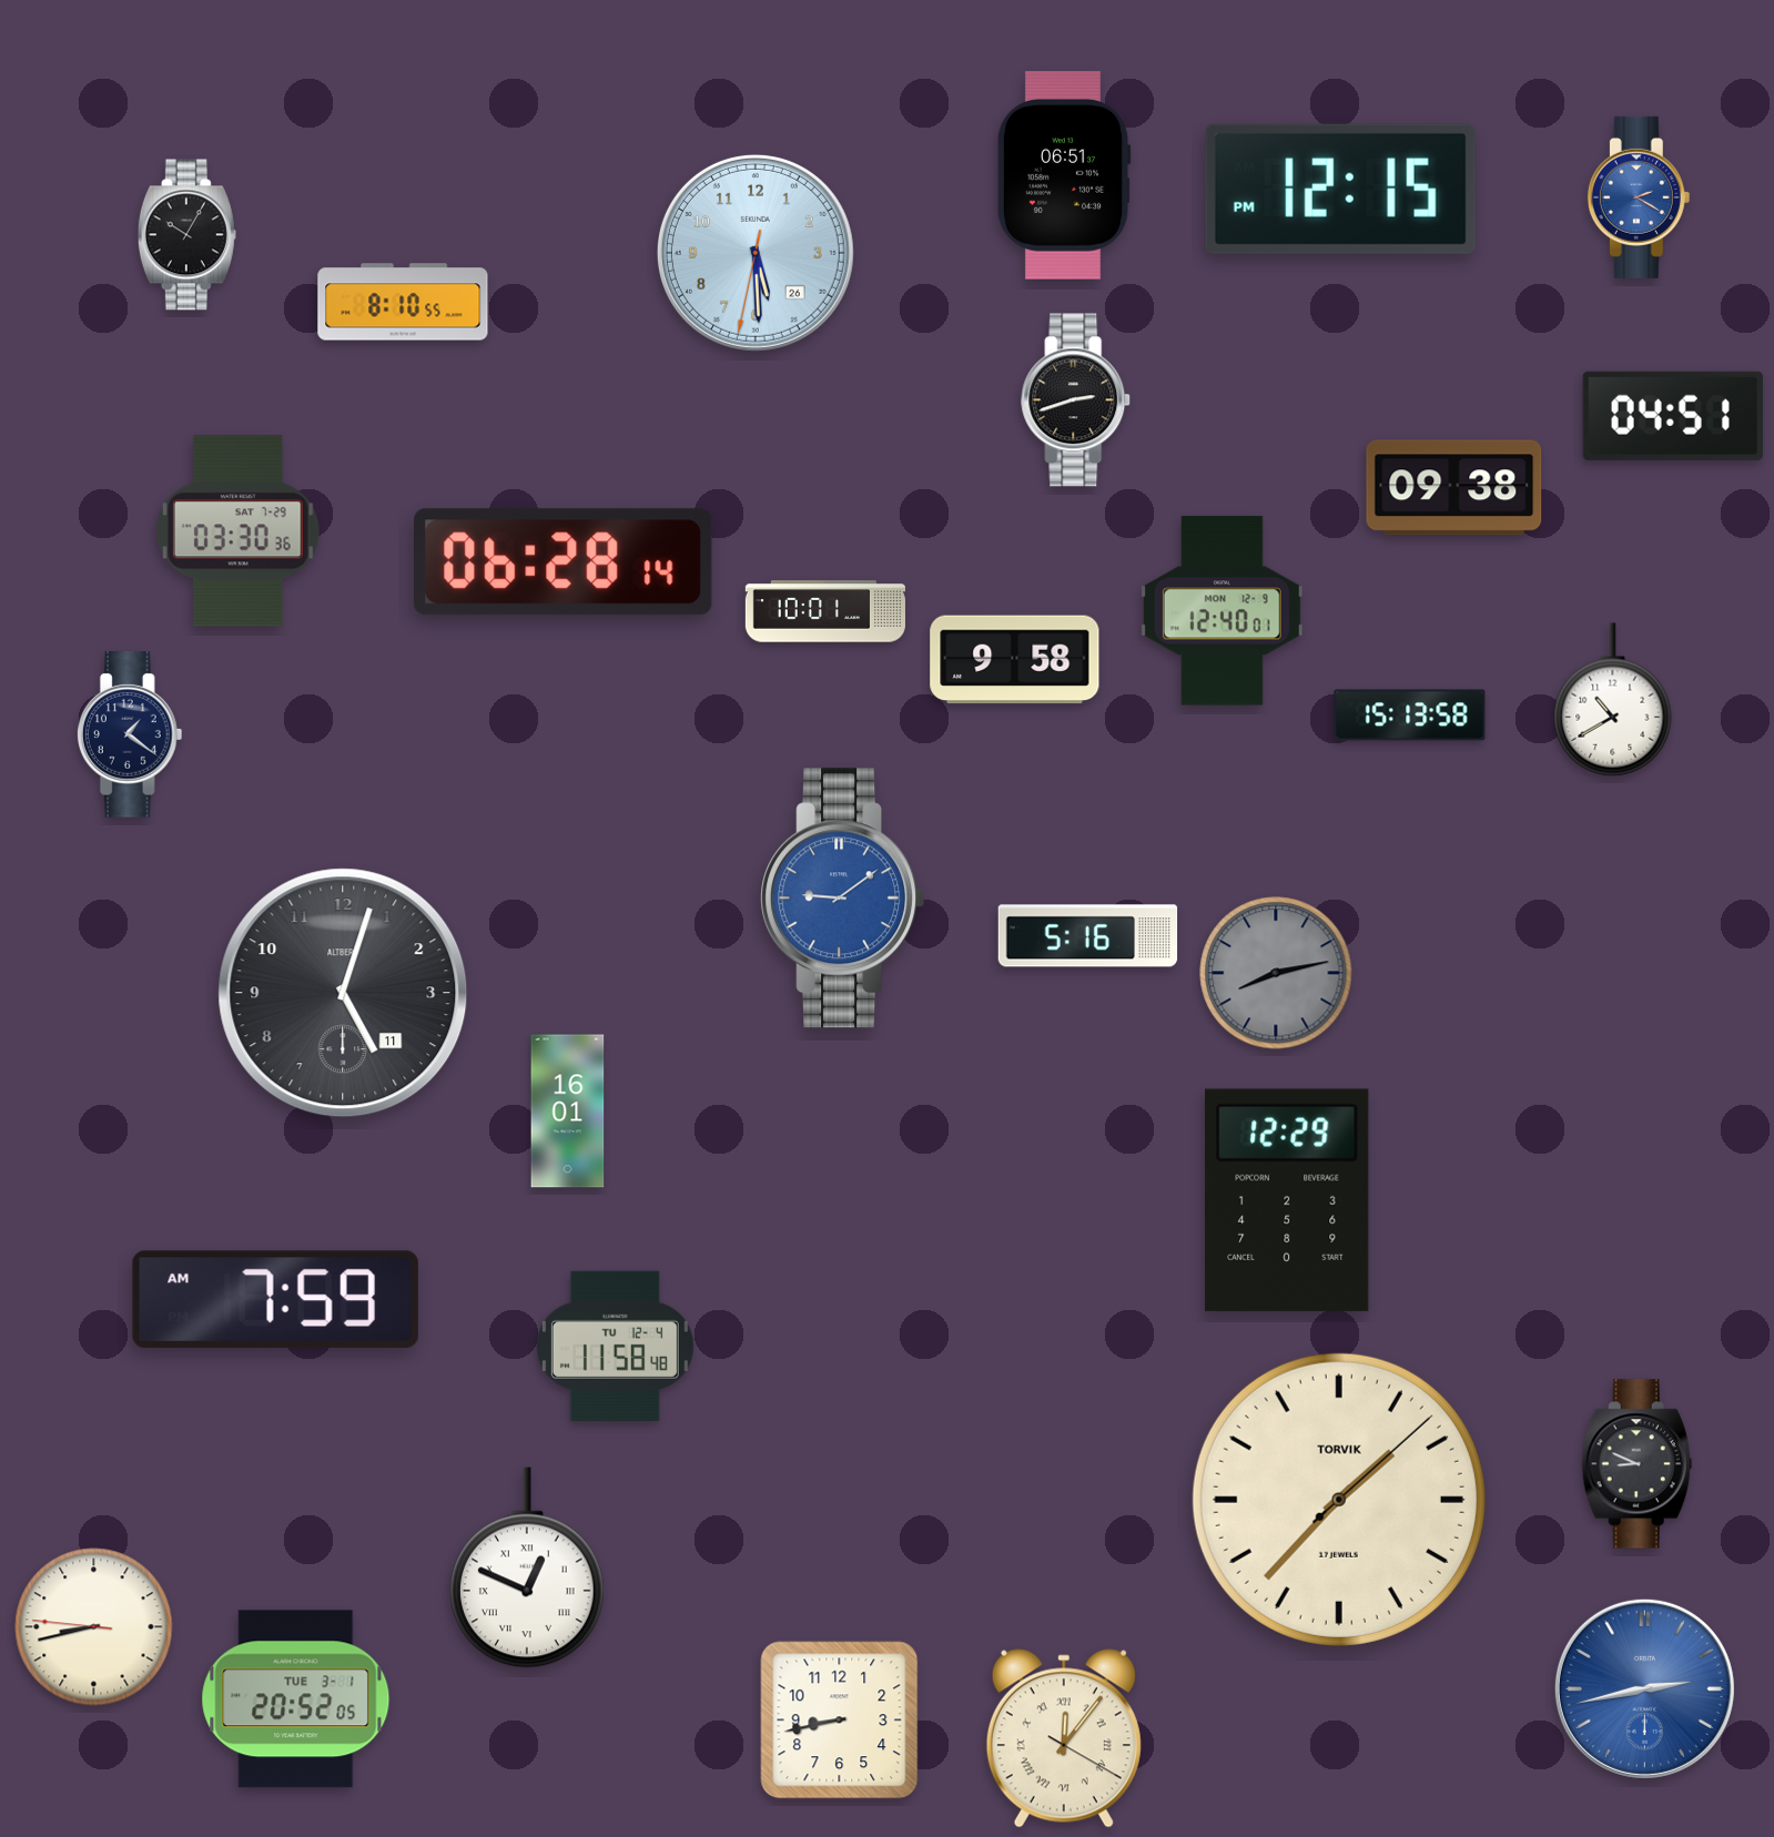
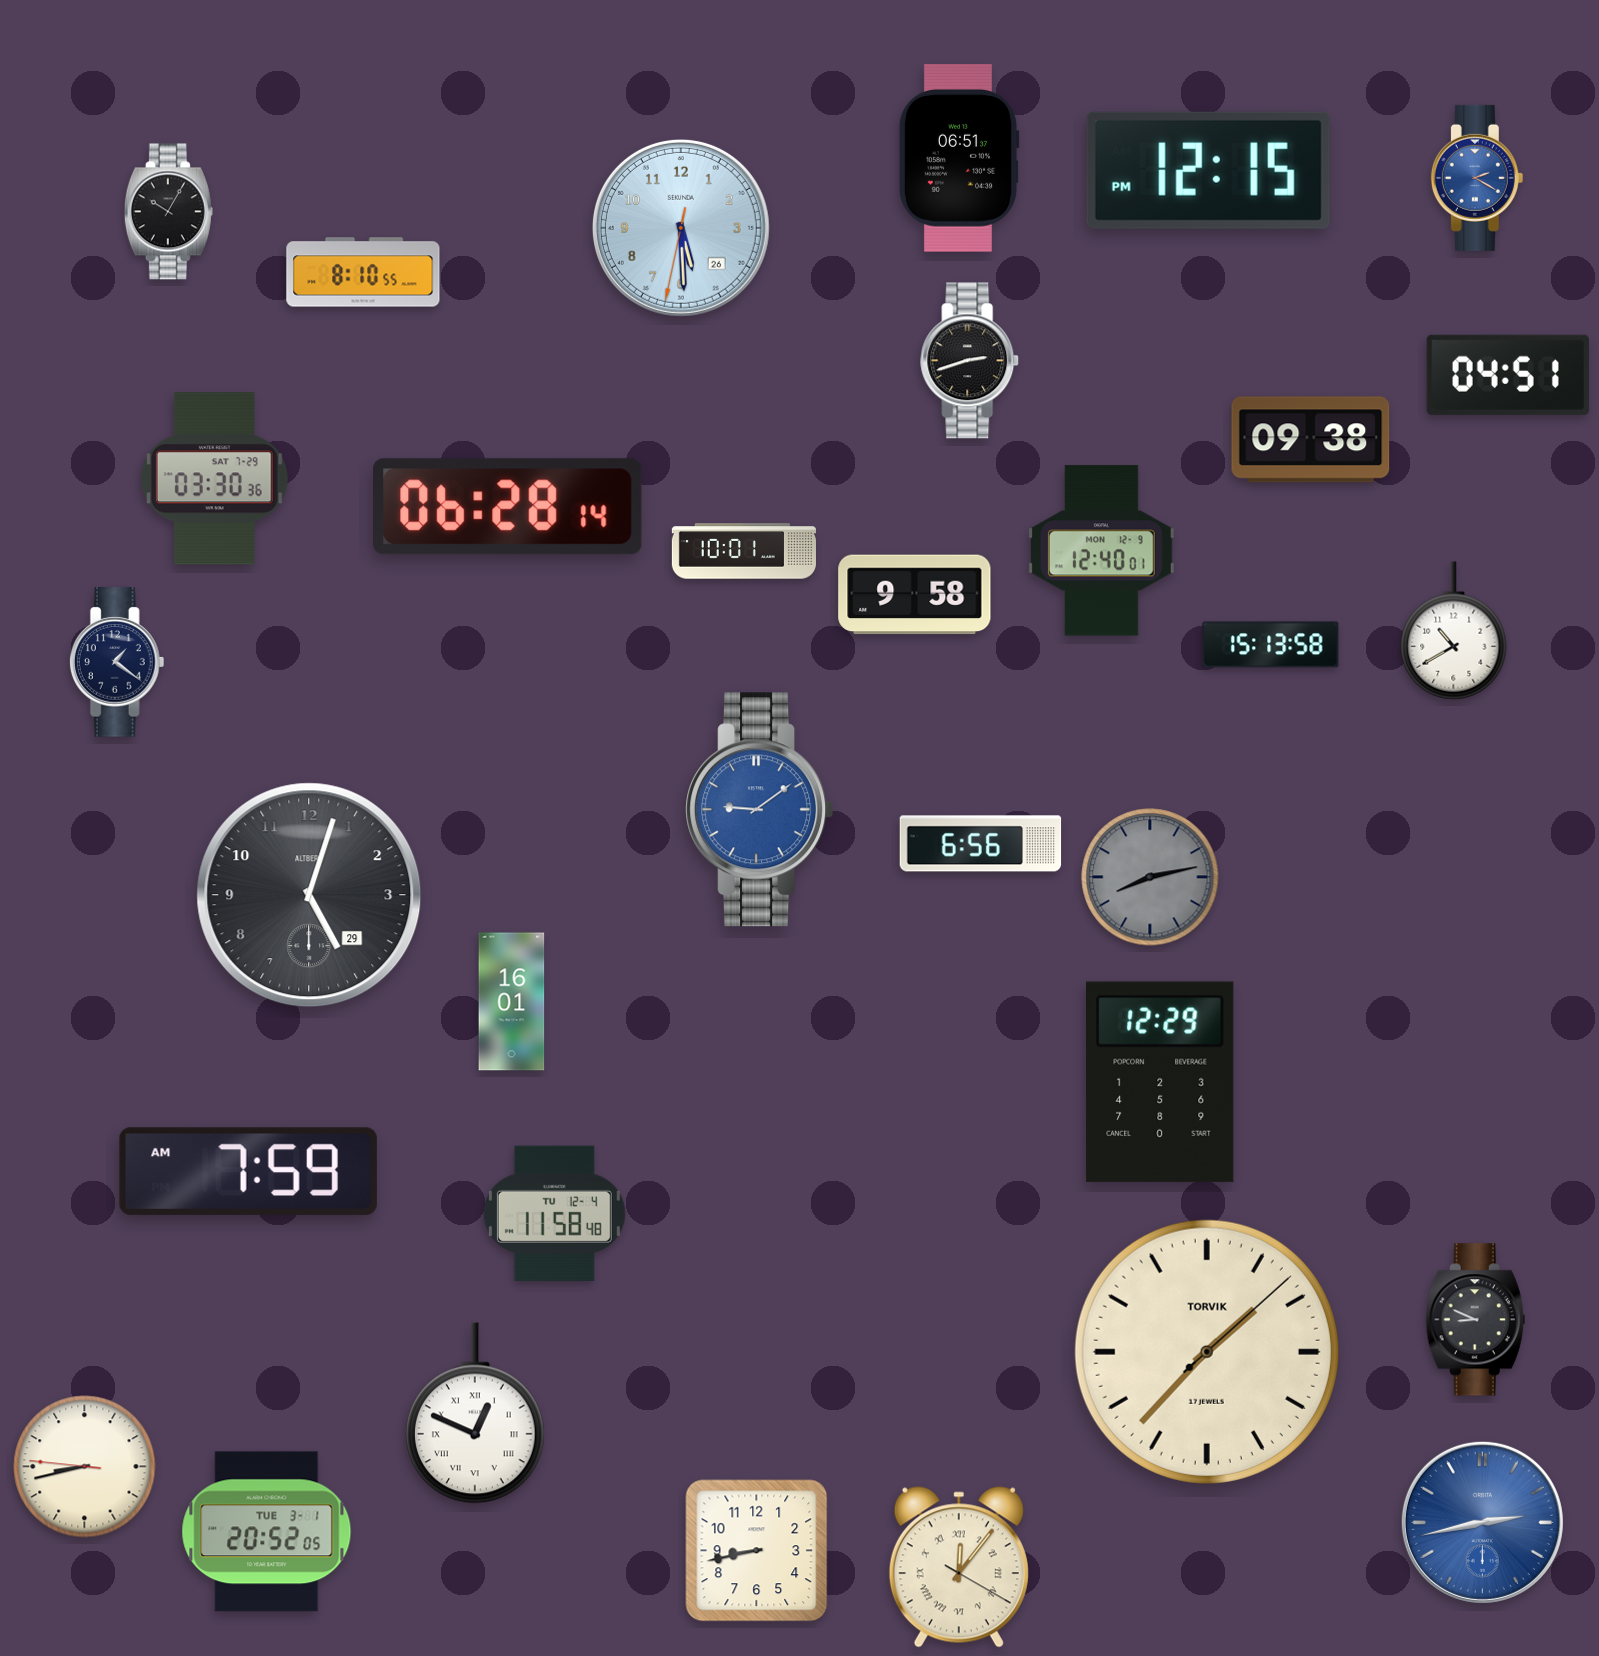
clock at (1088, 936): 5:16 -> 6:56
clock at (343, 993) date: 11 -> 29
